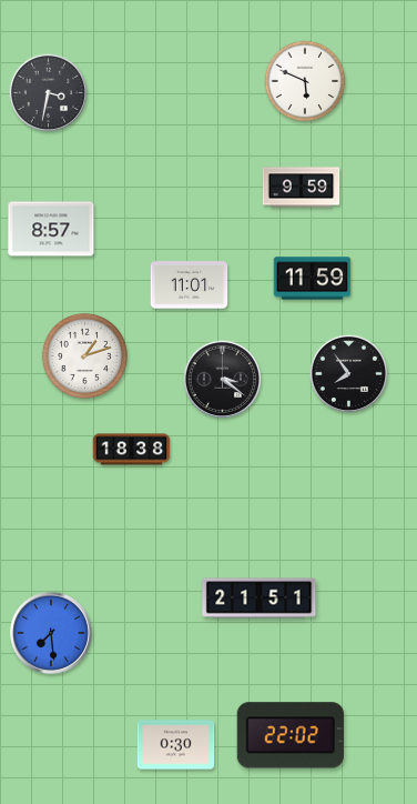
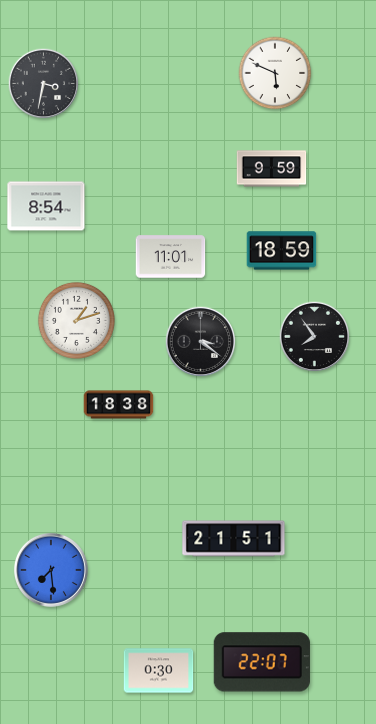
clock at (51, 229): 8:57 -> 8:54
clock at (313, 279): 11:59 -> 18:59
clock at (51, 633) position: (51, 633) -> (51, 570)
clock at (291, 735): 22:02 -> 22:07
